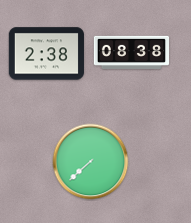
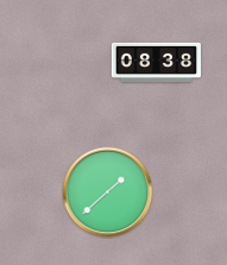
clock at (46, 54): 2:38 -> none
clock at (91, 162): 7:38 -> 1:38
